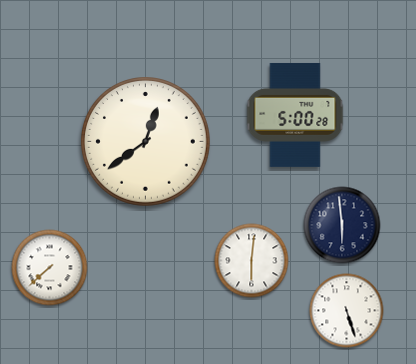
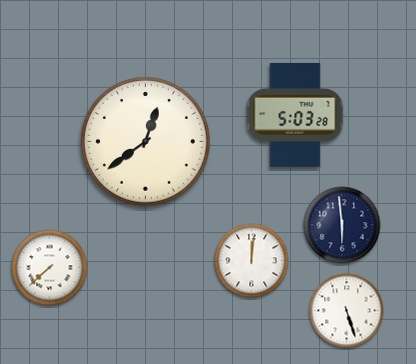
clock at (295, 115): 5:00 -> 5:03
clock at (252, 261): 6:01 -> 12:01
